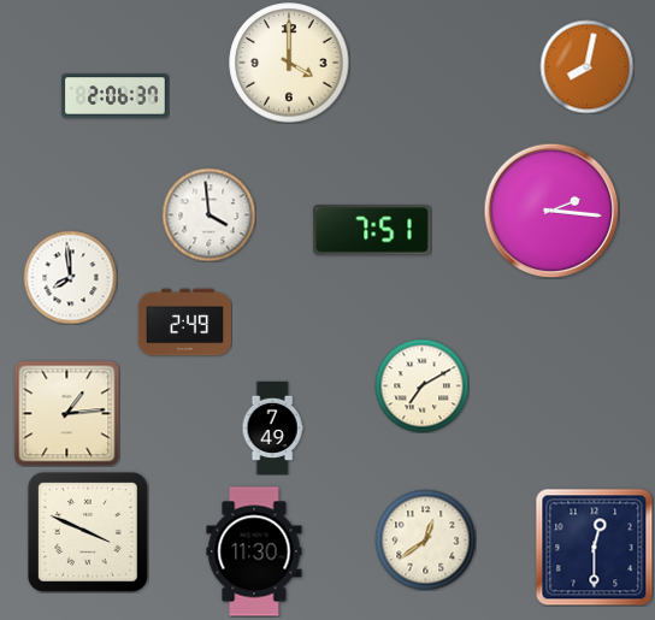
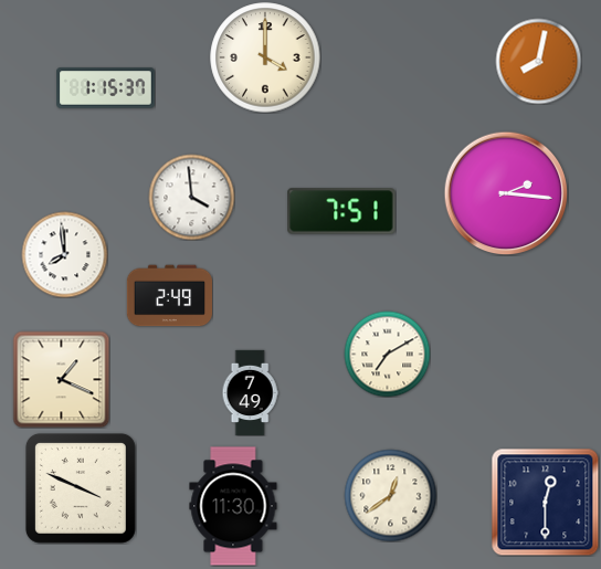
clock at (116, 96): 2:06 -> 1:15
clock at (66, 413): 1:14 -> 1:19
